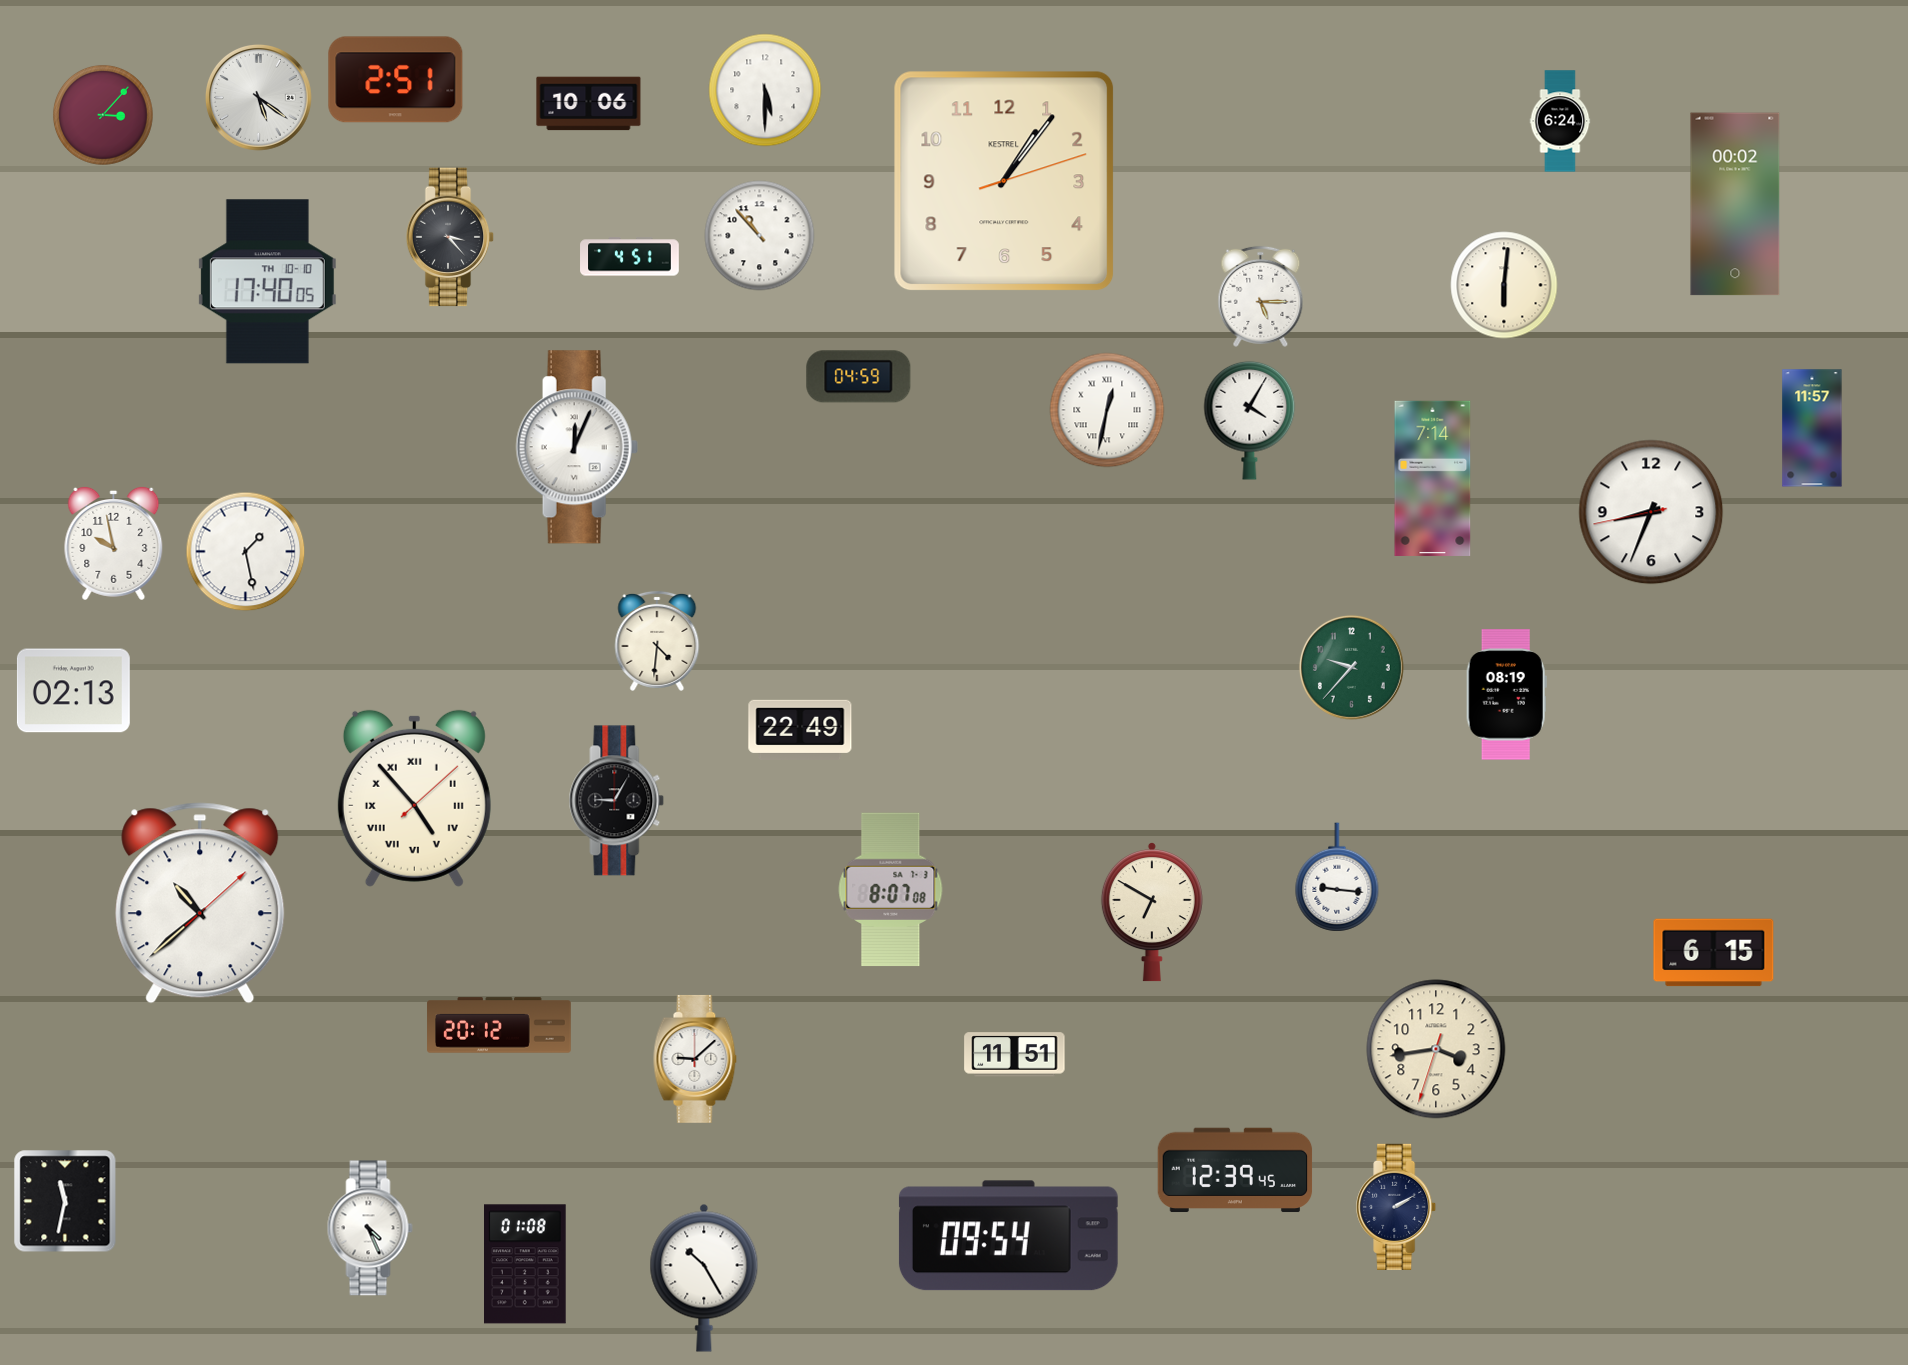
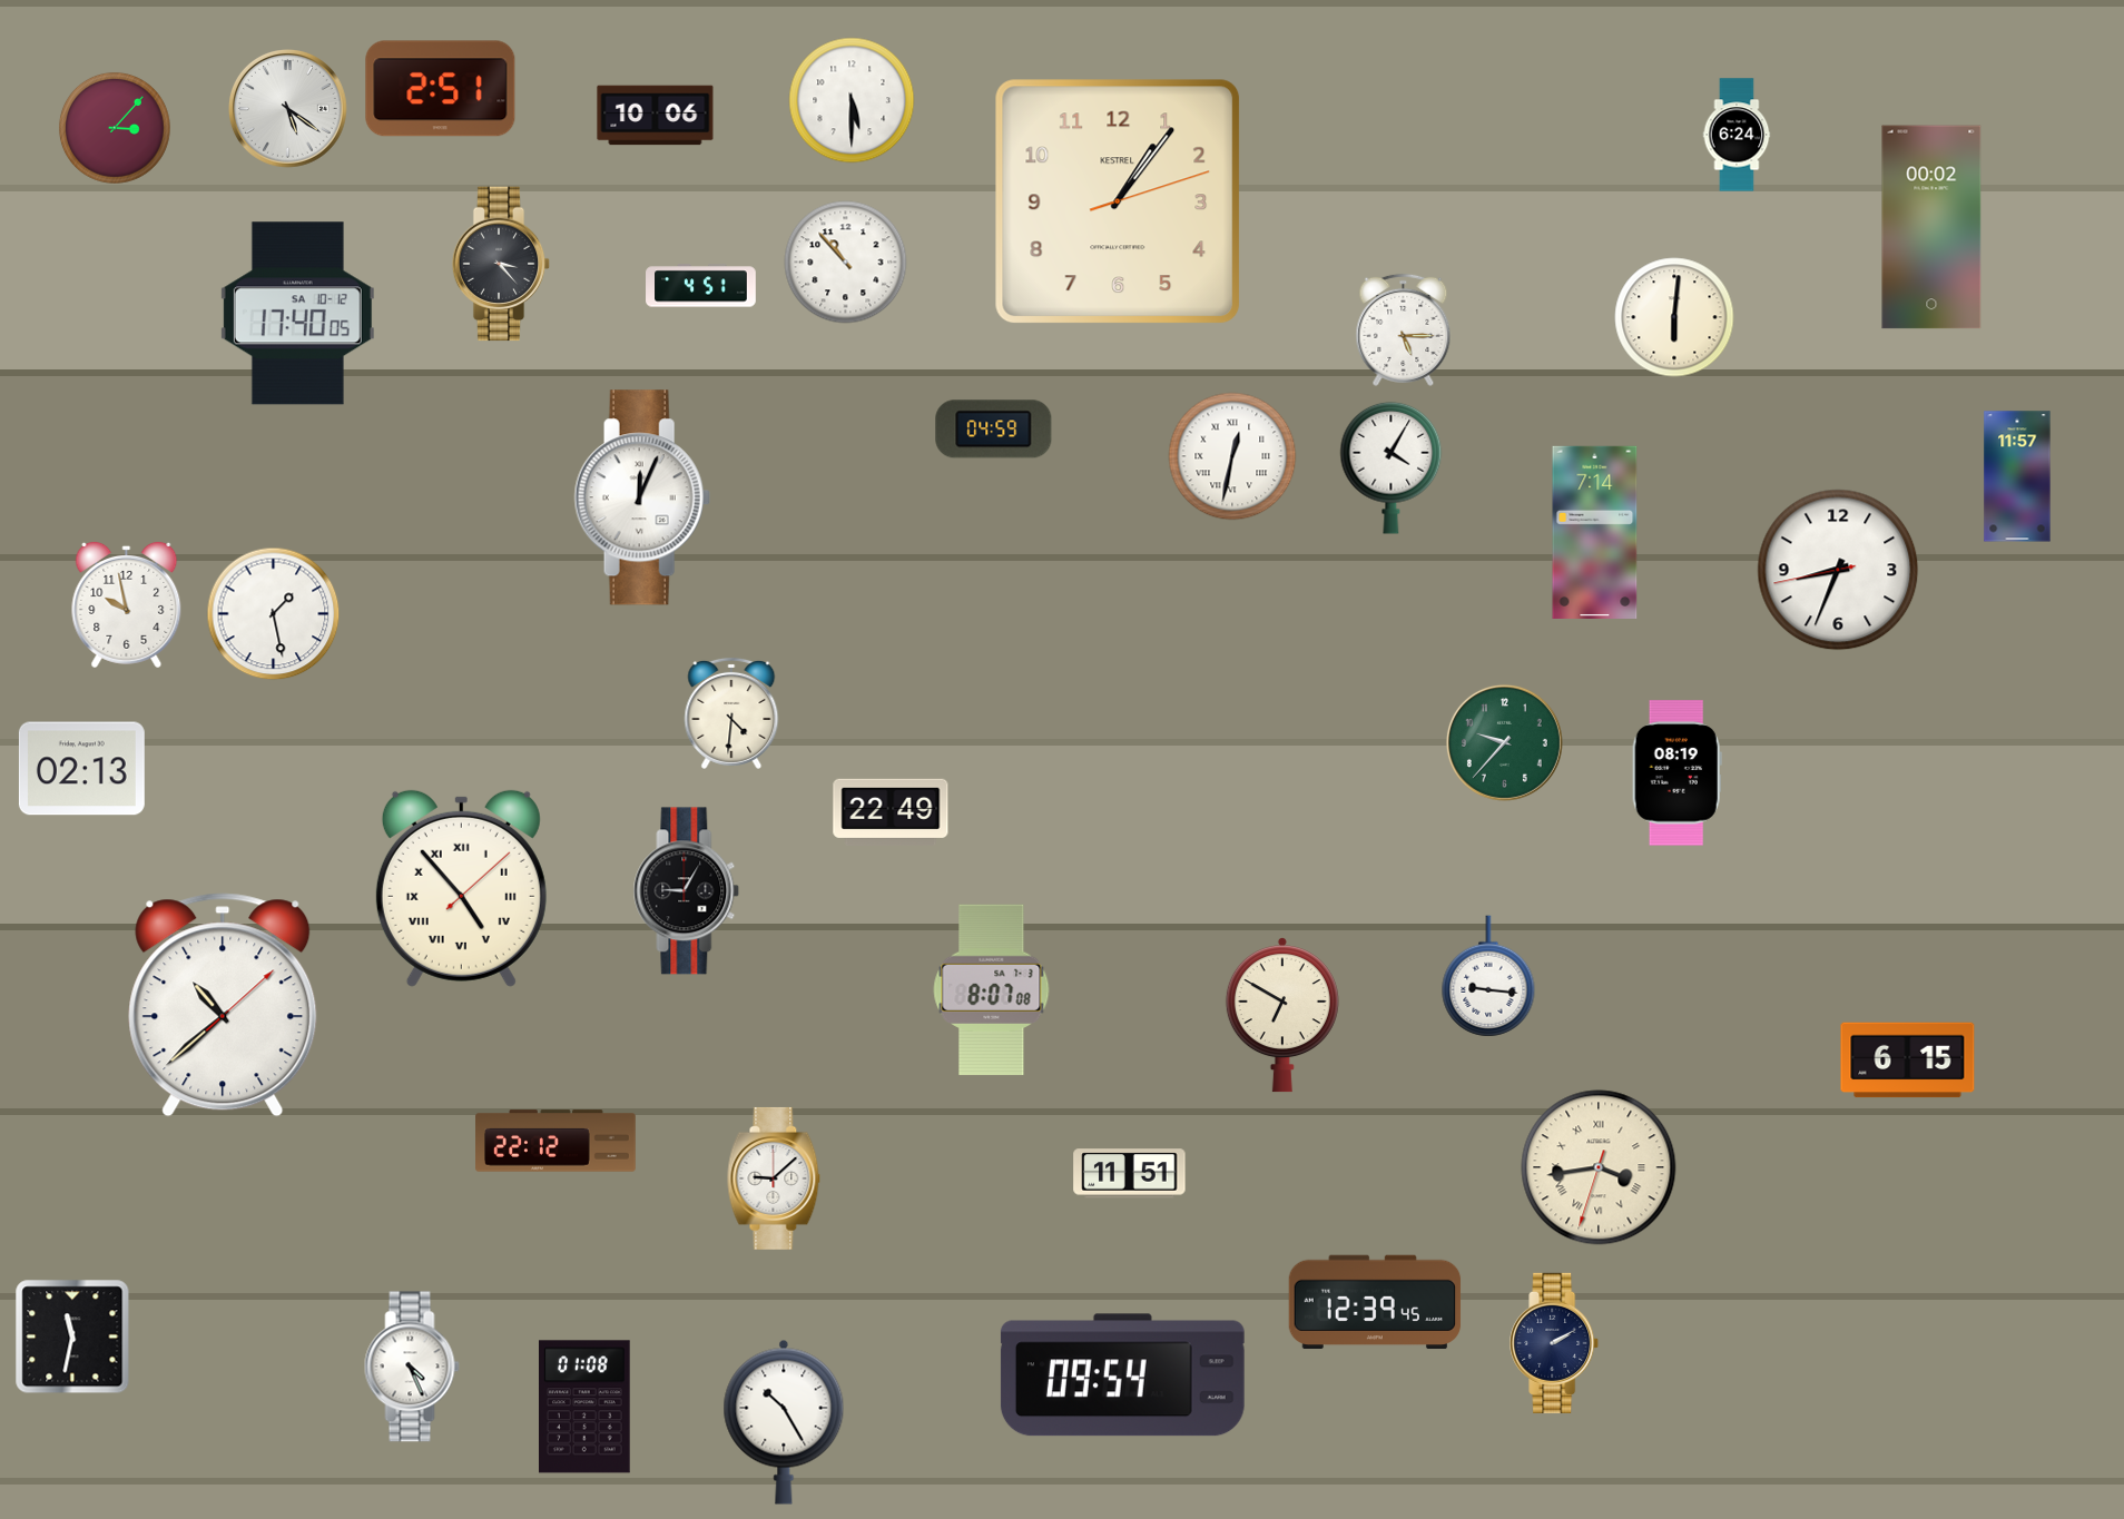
clock at (267, 282) date: TH 10-10 -> SA 10-12
clock at (859, 377) position: (859, 377) -> (994, 430)
clock at (499, 1025): 20:12 -> 22:12
clock at (1436, 1049) numerals: Arabic -> Roman
